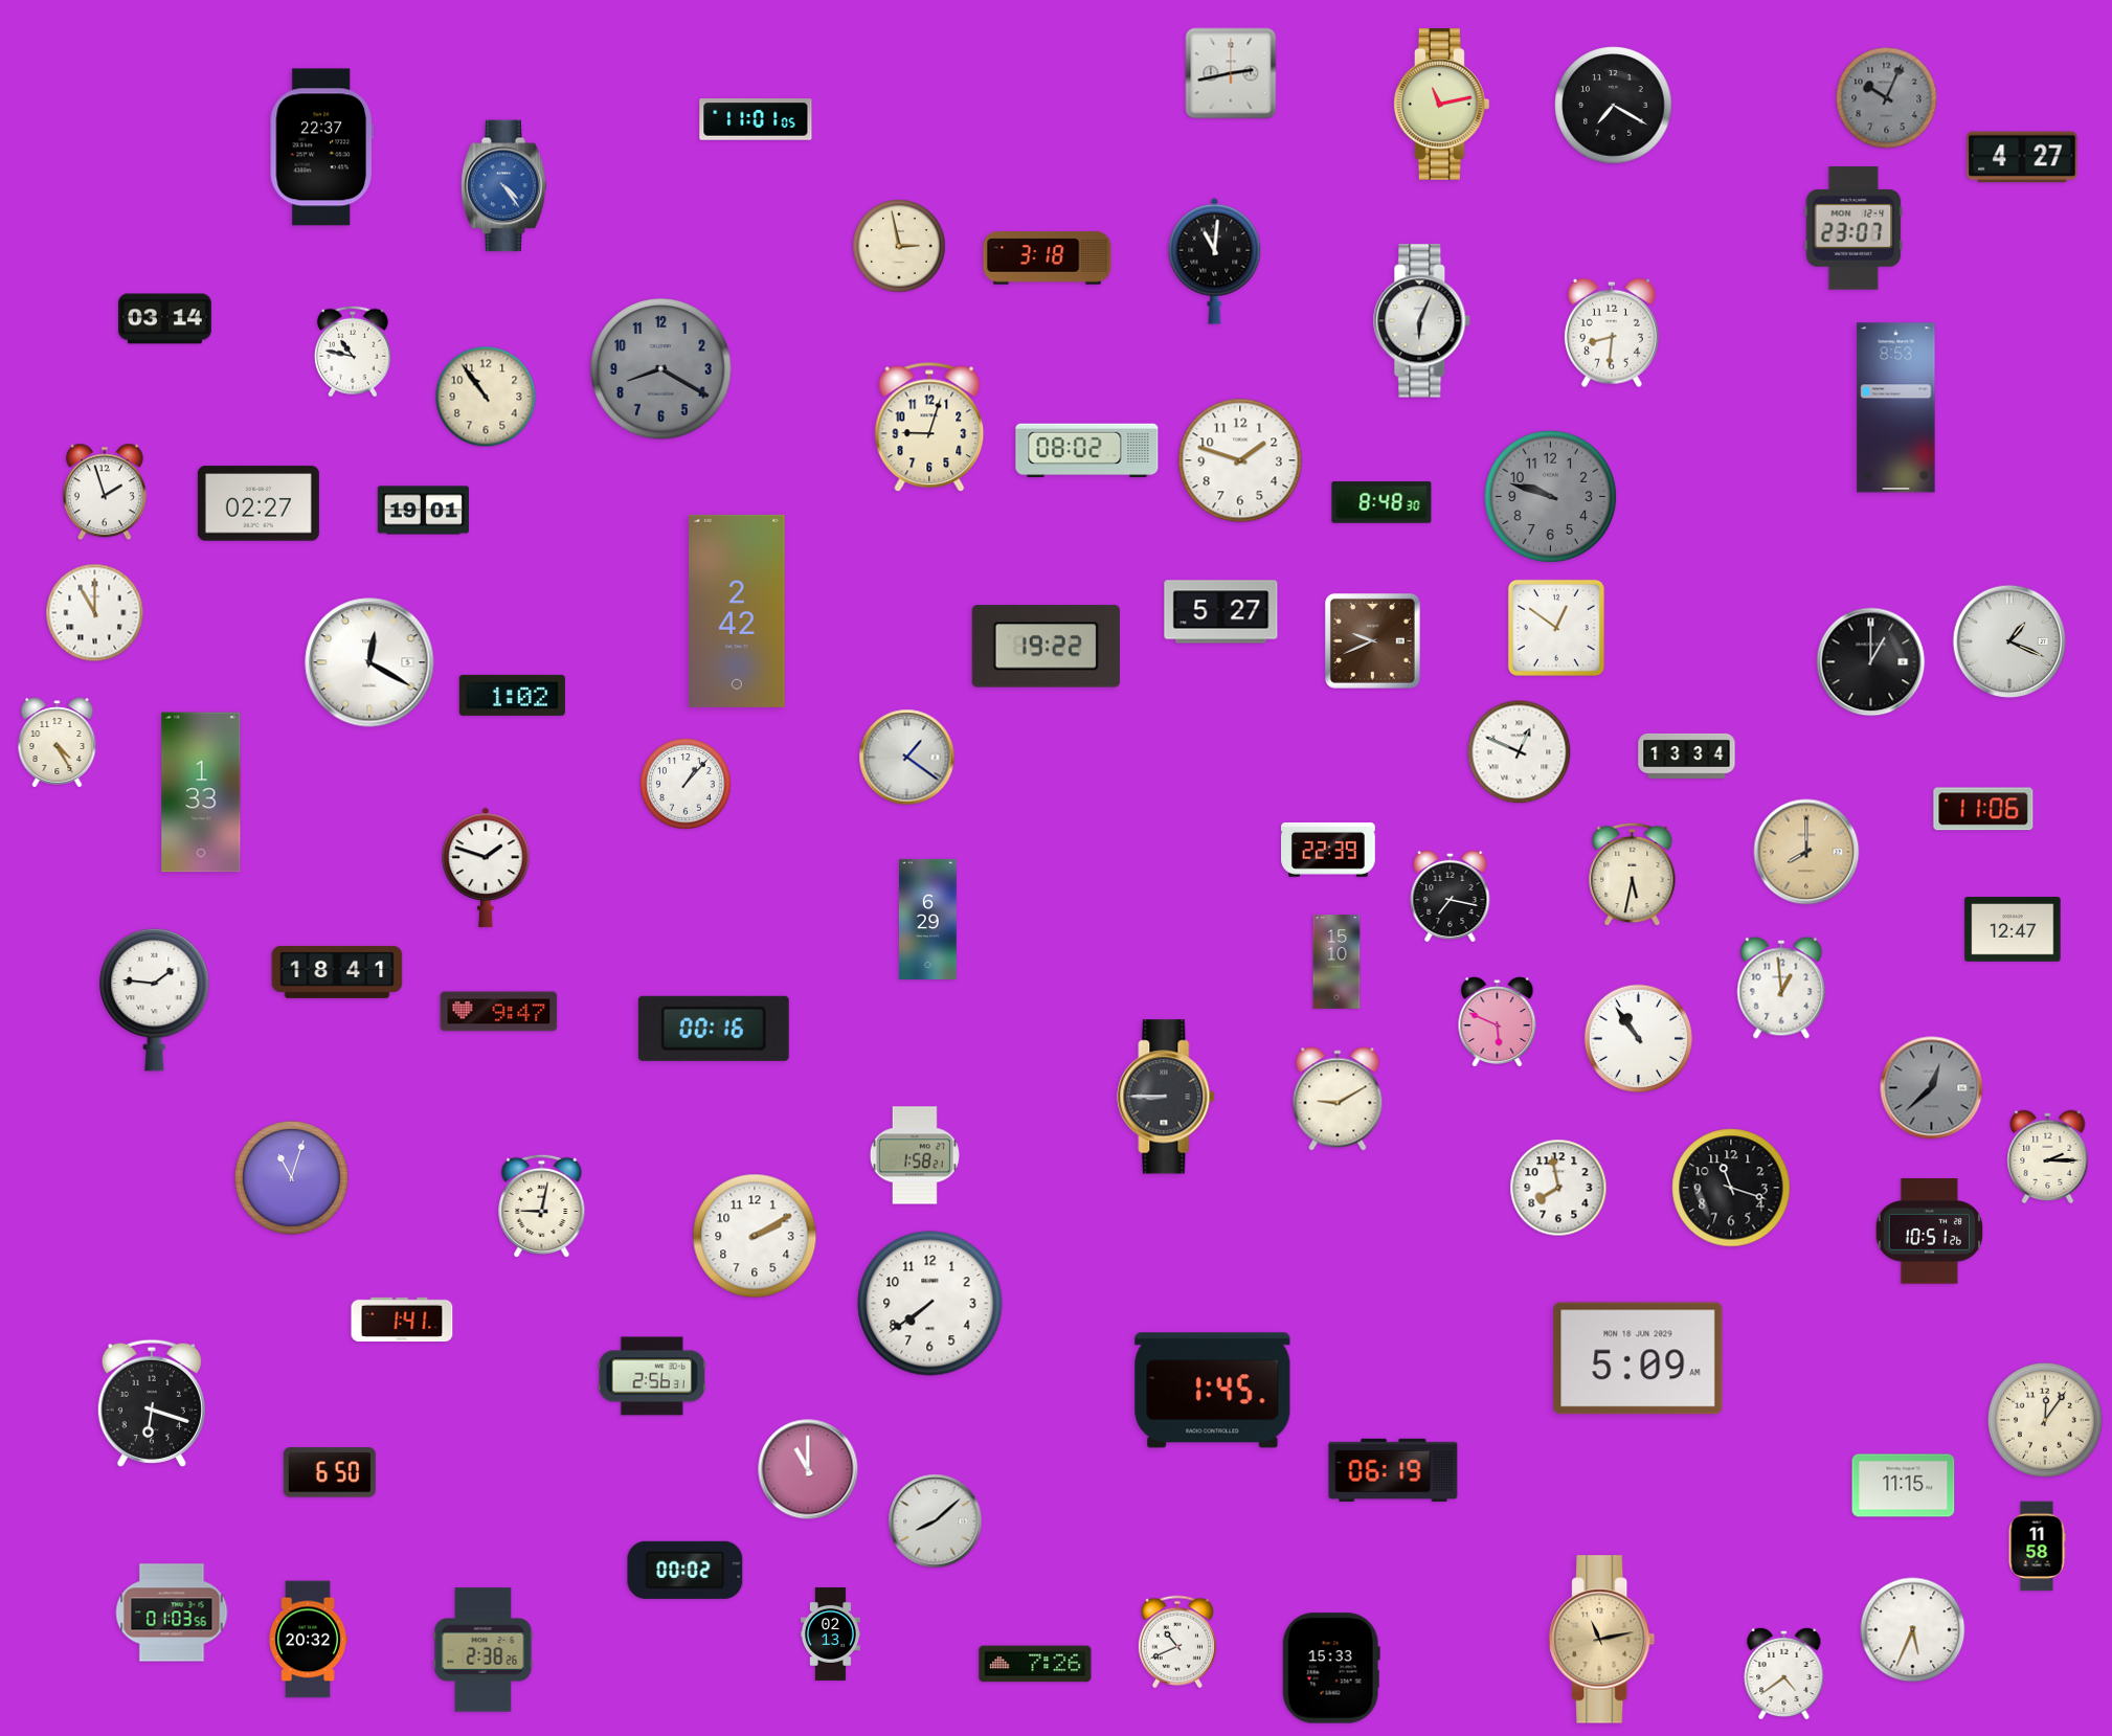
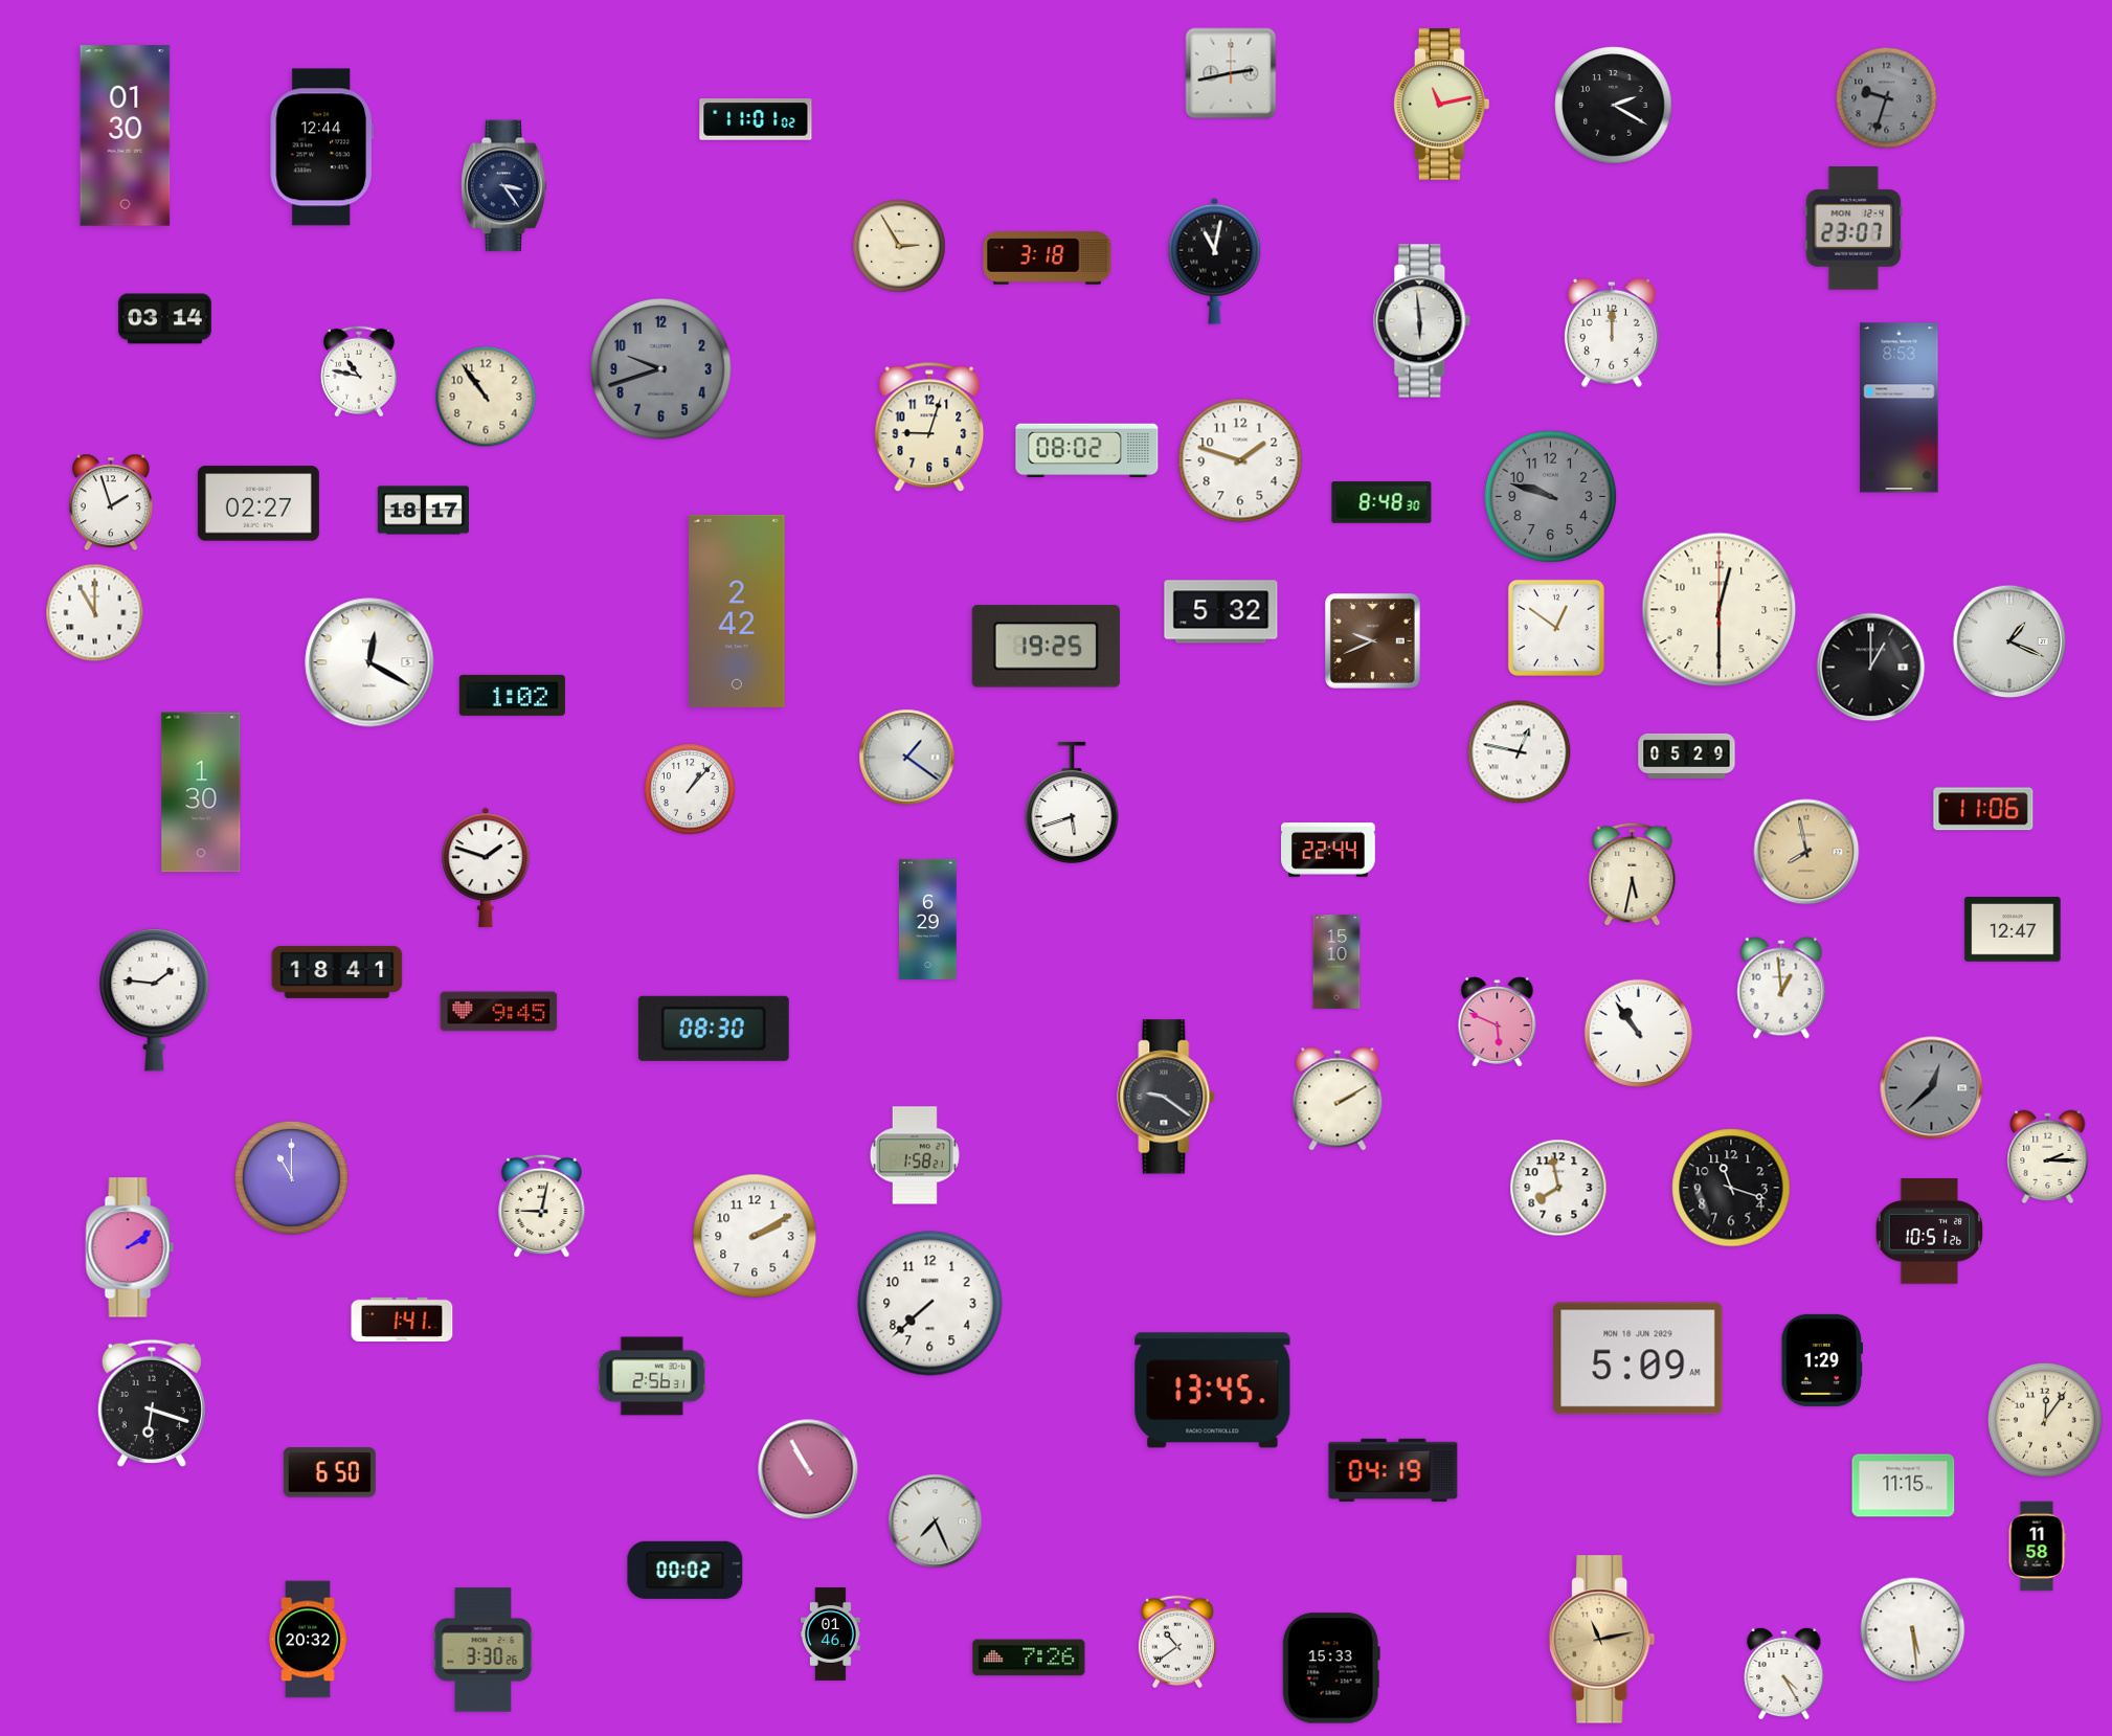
clock at (1887, 98): 10:04 -> 9:33
clock at (1614, 106): 7:20 -> 2:20
clock at (756, 119): 11:01:05 -> 11:01:02
clock at (126, 136): none -> 01:30
clock at (321, 148): 22:37 -> 12:44
clock at (2022, 157): 4:27 -> none
clock at (504, 186): 4:24 -> 3:24
clock at (504, 186) dial: blue -> navy
clock at (899, 246): 2:58 -> 2:55
clock at (1215, 261): 11:01 -> 11:02
clock at (1422, 321): 6:04 -> 5:59
clock at (1612, 333): 8:31 -> 12:00
clock at (353, 352) position: (353, 352) -> (359, 371)
clock at (661, 369): 8:20 -> 9:42
clock at (1896, 408) position: (1896, 408) -> (1900, 408)
clock at (105, 492) position: (105, 492) -> (111, 502)
clock at (423, 511): 19:01 -> 18:17
clock at (1720, 610): none -> 12:30
clock at (1221, 612): 5:27 -> 5:32
clock at (1046, 647): 19:22 -> 19:25
clock at (1871, 662) position: (1871, 662) -> (1871, 668)
clock at (58, 743): 4:25 -> none
clock at (1520, 752): 12:49 -> 12:47
clock at (1687, 756): 13:34 -> 05:29
clock at (686, 784) position: (686, 784) -> (690, 789)
clock at (201, 792): 1:33 -> 1:30
clock at (1072, 803): none -> 5:42
clock at (1329, 850): 22:39 -> 22:44
clock at (1806, 852): 8:00 -> 7:58
clock at (1451, 895): 7:17 -> none
clock at (499, 1012): 9:47 -> 9:45
clock at (714, 1029): 00:16 -> 08:30
clock at (1639, 1039) position: (1639, 1039) -> (1639, 1034)
clock at (1166, 1097): 8:45 -> 9:21
clock at (1338, 1099): 9:10 -> 2:10
clock at (291, 1177): 11:03 -> 11:00
clock at (130, 1247): none -> 2:09
clock at (930, 1304): 7:39 -> 7:38
clock at (1822, 1360): none -> 1:29
clock at (1213, 1391): 1:45 -> 13:45
clock at (808, 1469): 11:00 -> 10:55
clock at (1393, 1470): 06:19 -> 04:19
clock at (936, 1521): 8:08 -> 7:26
clock at (172, 1613): 01:03 -> none
clock at (1913, 1630): 5:34 -> 5:29
clock at (830, 1633): 02:13 -> 01:46
clock at (1177, 1642): 10:41 -> 10:39
clock at (484, 1650): 2:38 -> 3:30
clock at (1035, 1664) position: (1035, 1664) -> (1029, 1658)
clock at (1784, 1672): 4:39 -> 4:25
